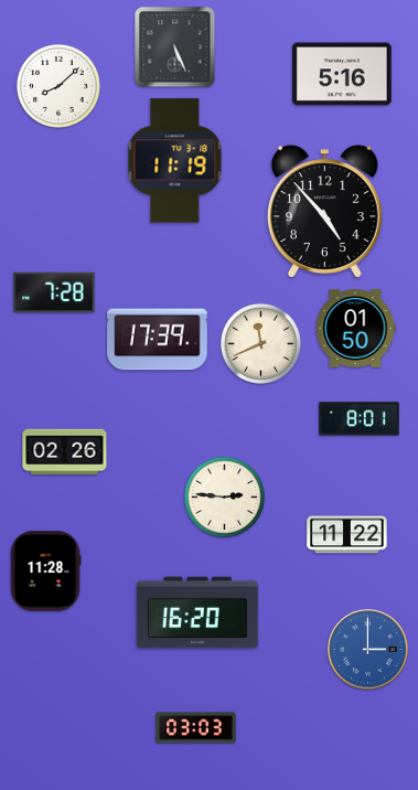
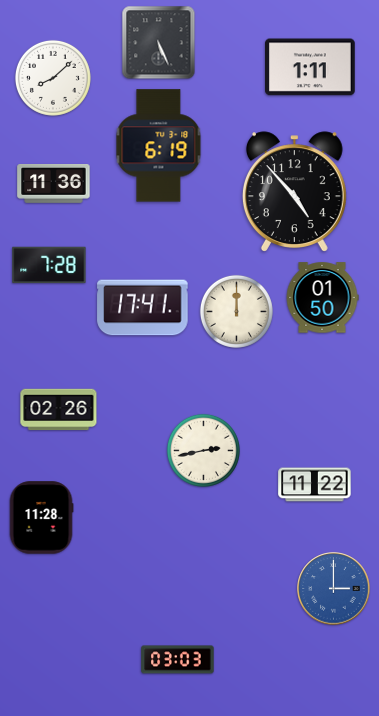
clock at (343, 74): 5:16 -> 1:11
clock at (175, 161): 11:19 -> 6:19
clock at (54, 184): none -> 11:36
clock at (158, 340): 17:39 -> 17:41
clock at (260, 343): 11:41 -> 12:00
clock at (360, 419): 8:01 -> none
clock at (224, 497): 2:46 -> 2:43
clock at (197, 612): 16:20 -> none
